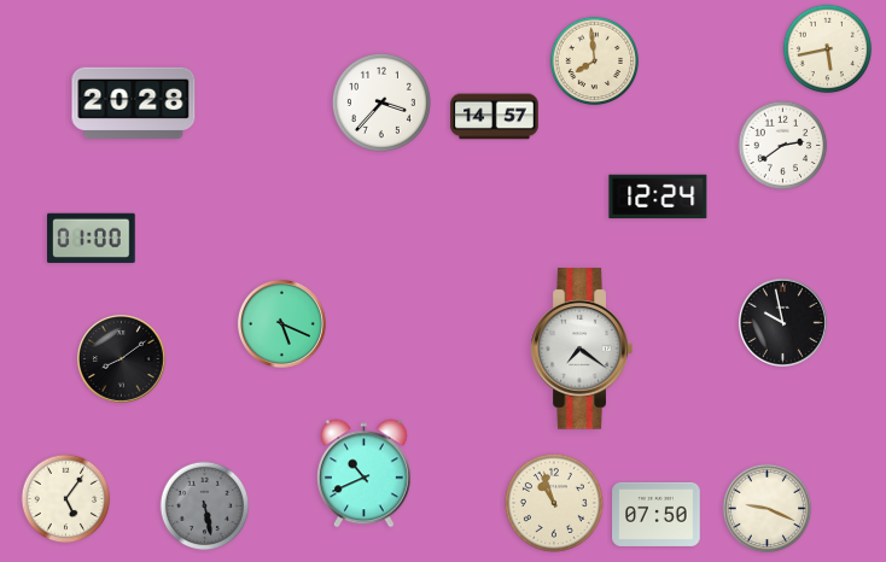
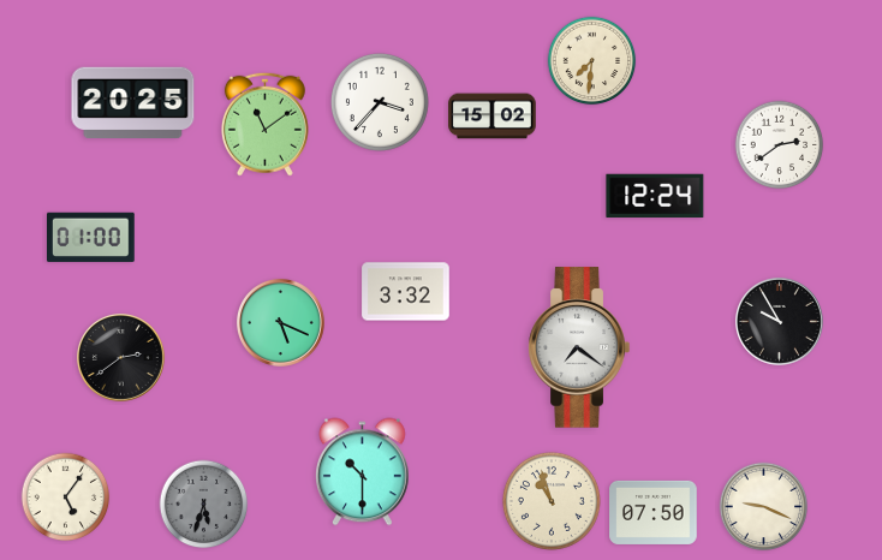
clock at (828, 49): 5:43 -> none
clock at (595, 62): 7:59 -> 7:31
clock at (134, 104): 20:28 -> 20:25
clock at (495, 117): 14:57 -> 15:02
clock at (264, 124): none -> 11:09
clock at (406, 292): none -> 3:32
clock at (782, 322): 9:58 -> 9:55
clock at (121, 358): 8:09 -> 2:39
clock at (365, 474): 10:41 -> 10:30
clock at (205, 507): 5:28 -> 5:33
